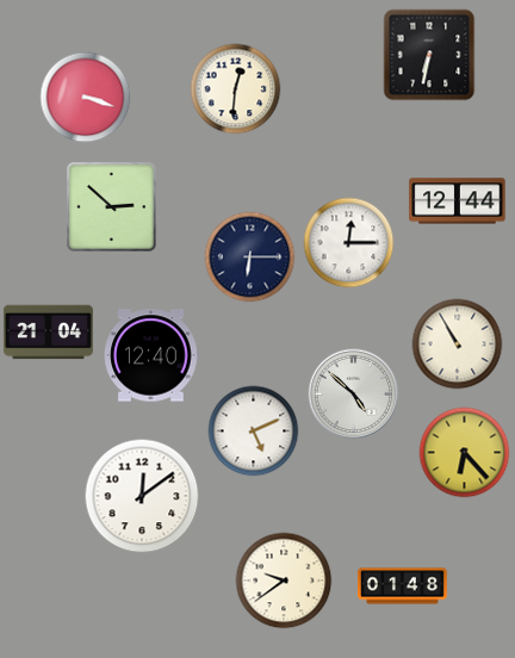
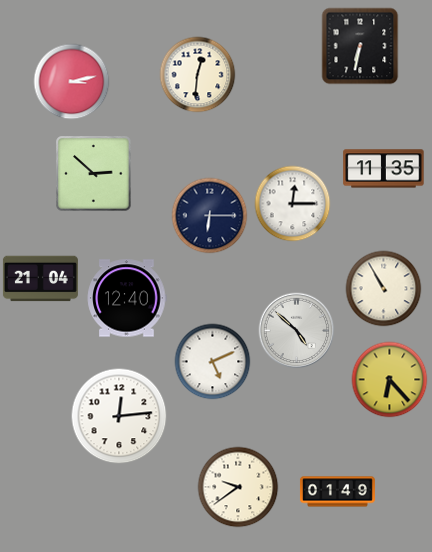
clock at (86, 98): 3:18 -> 3:13
clock at (458, 201): 12:44 -> 11:35
clock at (142, 496): 12:09 -> 12:14
clock at (402, 586): 01:48 -> 01:49
